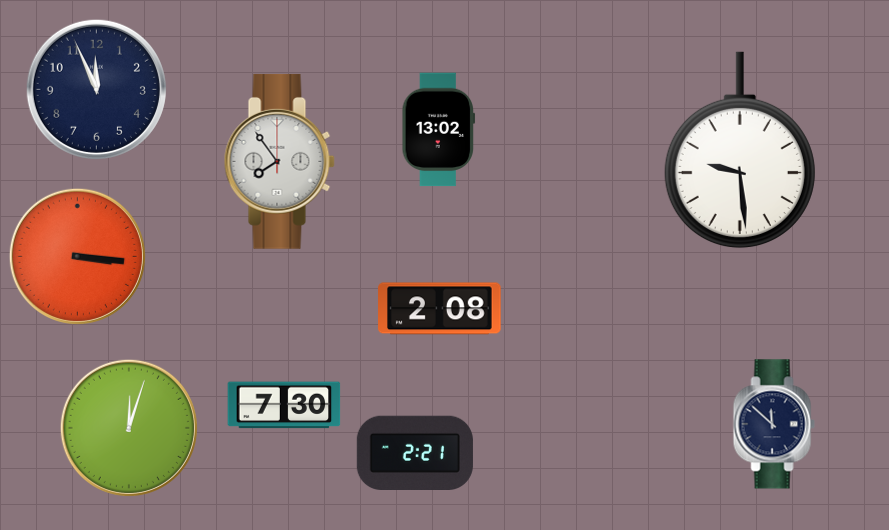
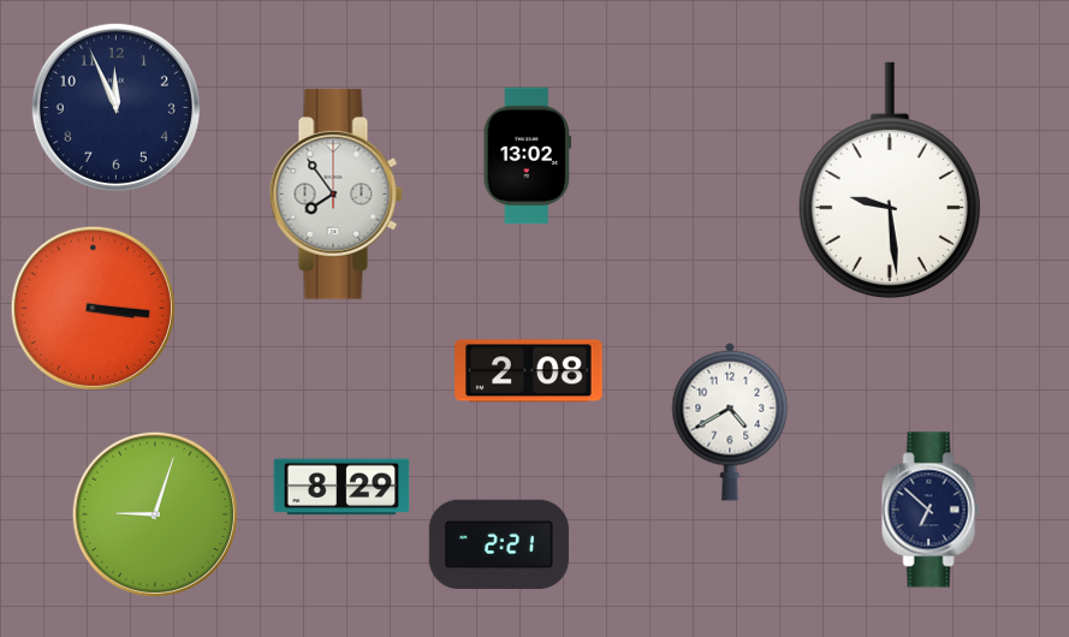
clock at (730, 422): none -> 4:40
clock at (284, 405): 7:30 -> 8:29
clock at (774, 424): 11:52 -> 6:52
clock at (129, 428): 12:03 -> 9:03
